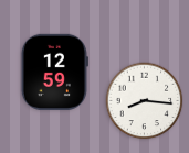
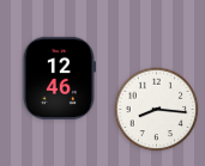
clock at (54, 72): 12:59 -> 12:46
